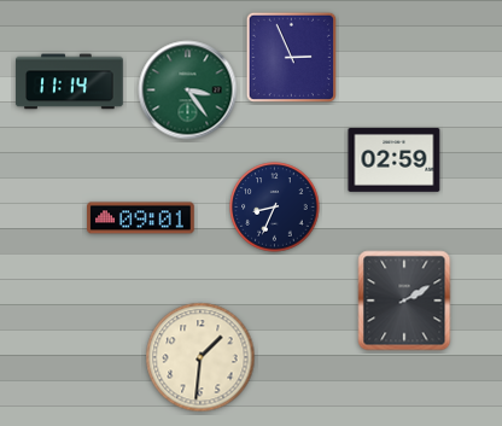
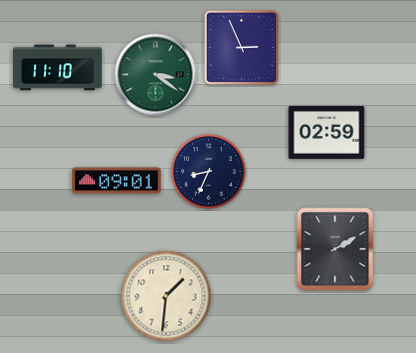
clock at (70, 82): 11:14 -> 11:10
clock at (188, 91): 3:24 -> 3:21
clock at (275, 208) position: (275, 208) -> (209, 172)
